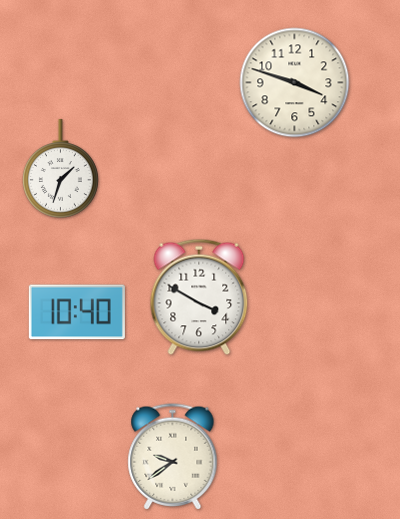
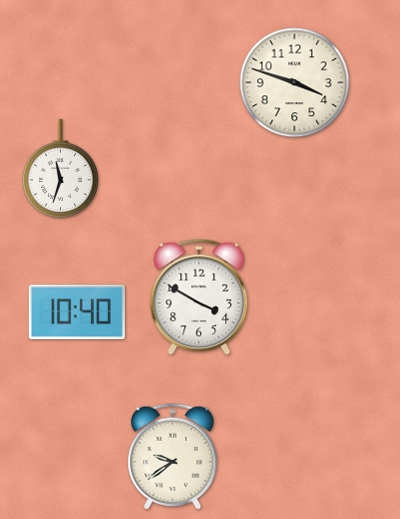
clock at (60, 169): 1:33 -> 11:33
